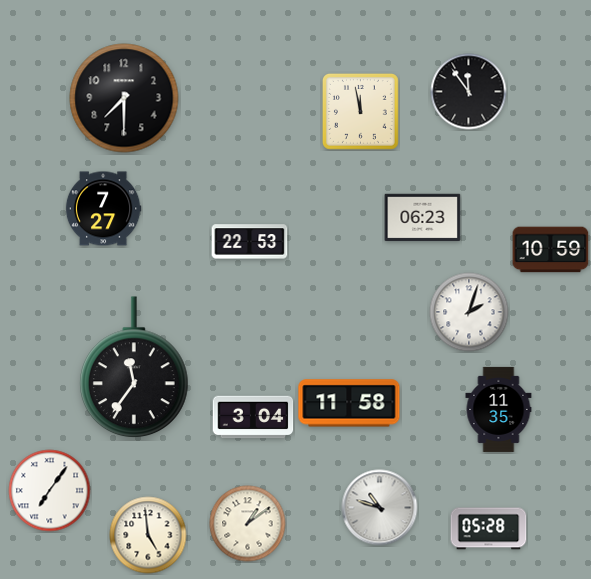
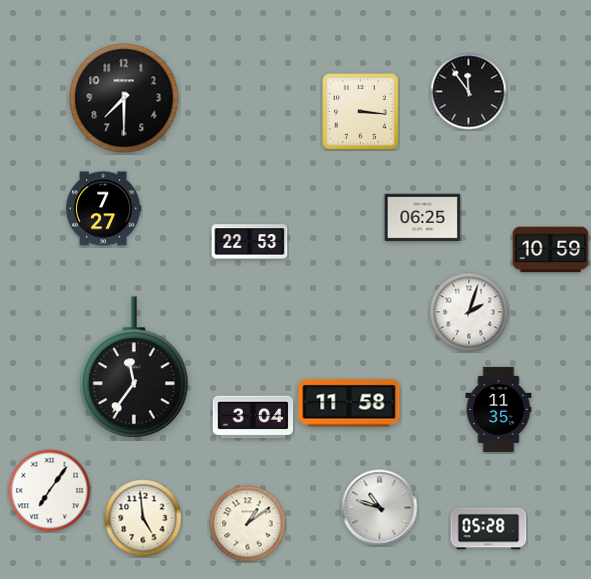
clock at (360, 111): 11:58 -> 3:16
clock at (423, 218): 06:23 -> 06:25
clock at (148, 535) position: (148, 535) -> (143, 518)
